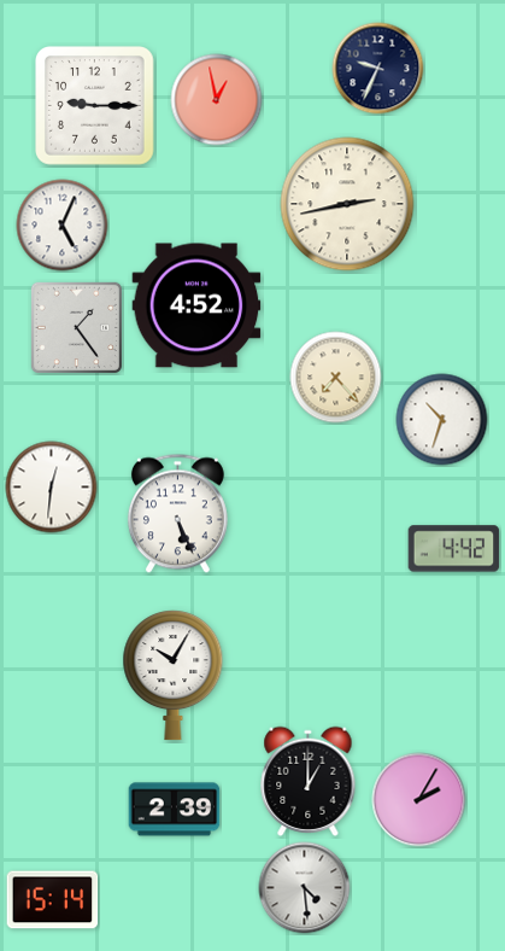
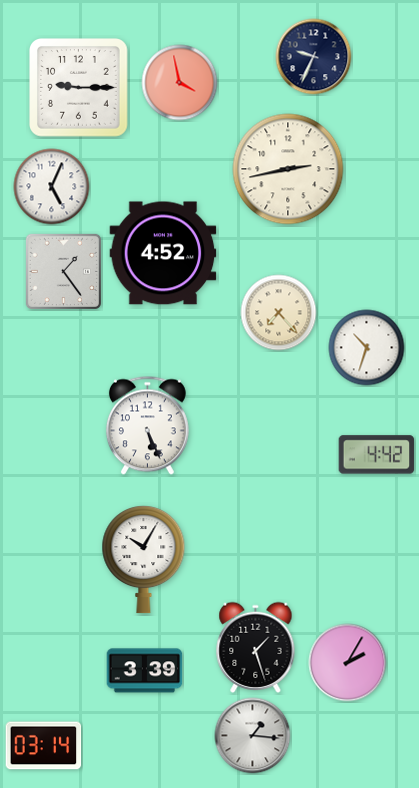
clock at (217, 100): 12:58 -> 3:58
clock at (52, 488): 12:31 -> none
clock at (309, 781): 1:00 -> 1:27
clock at (175, 810): 2:39 -> 3:39
clock at (305, 888): 4:29 -> 1:16
clock at (53, 900): 15:14 -> 03:14
